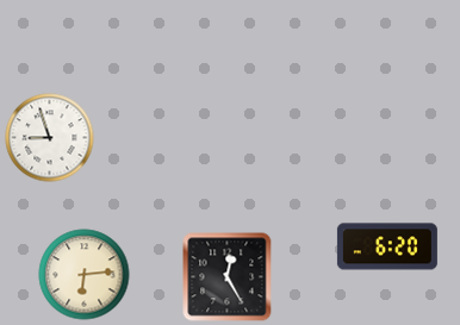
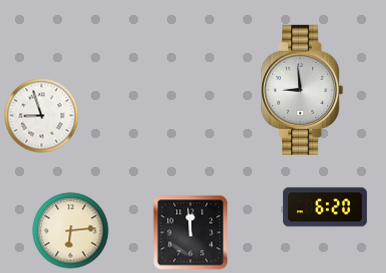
clock at (302, 90): none -> 8:59
clock at (228, 277): 12:25 -> 11:59
